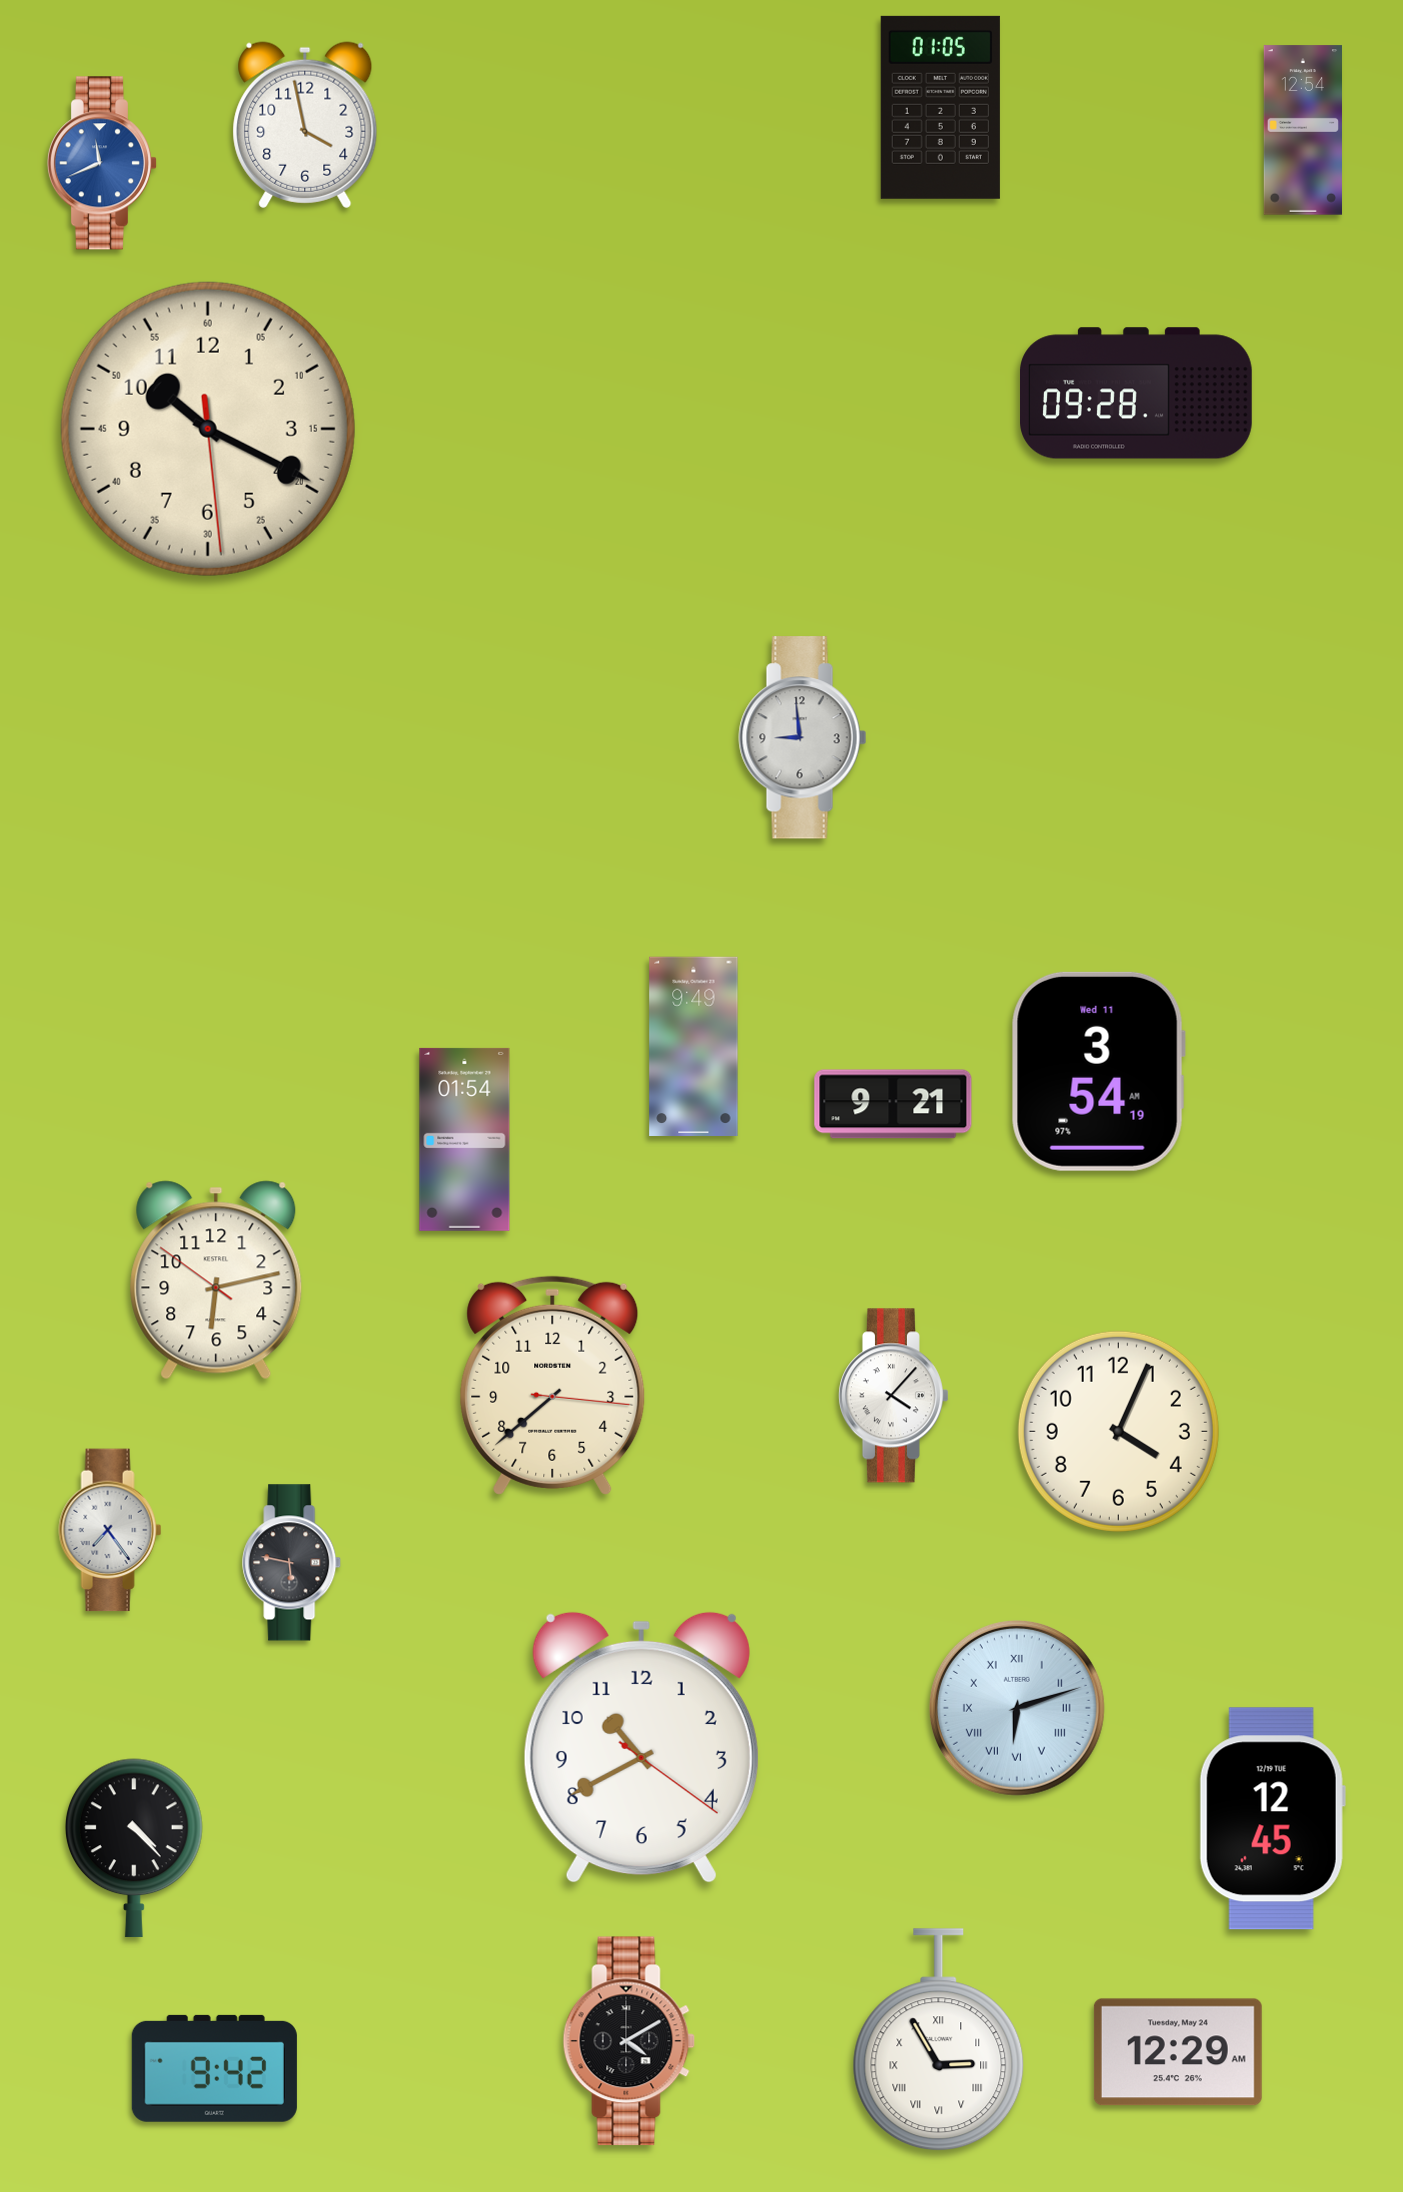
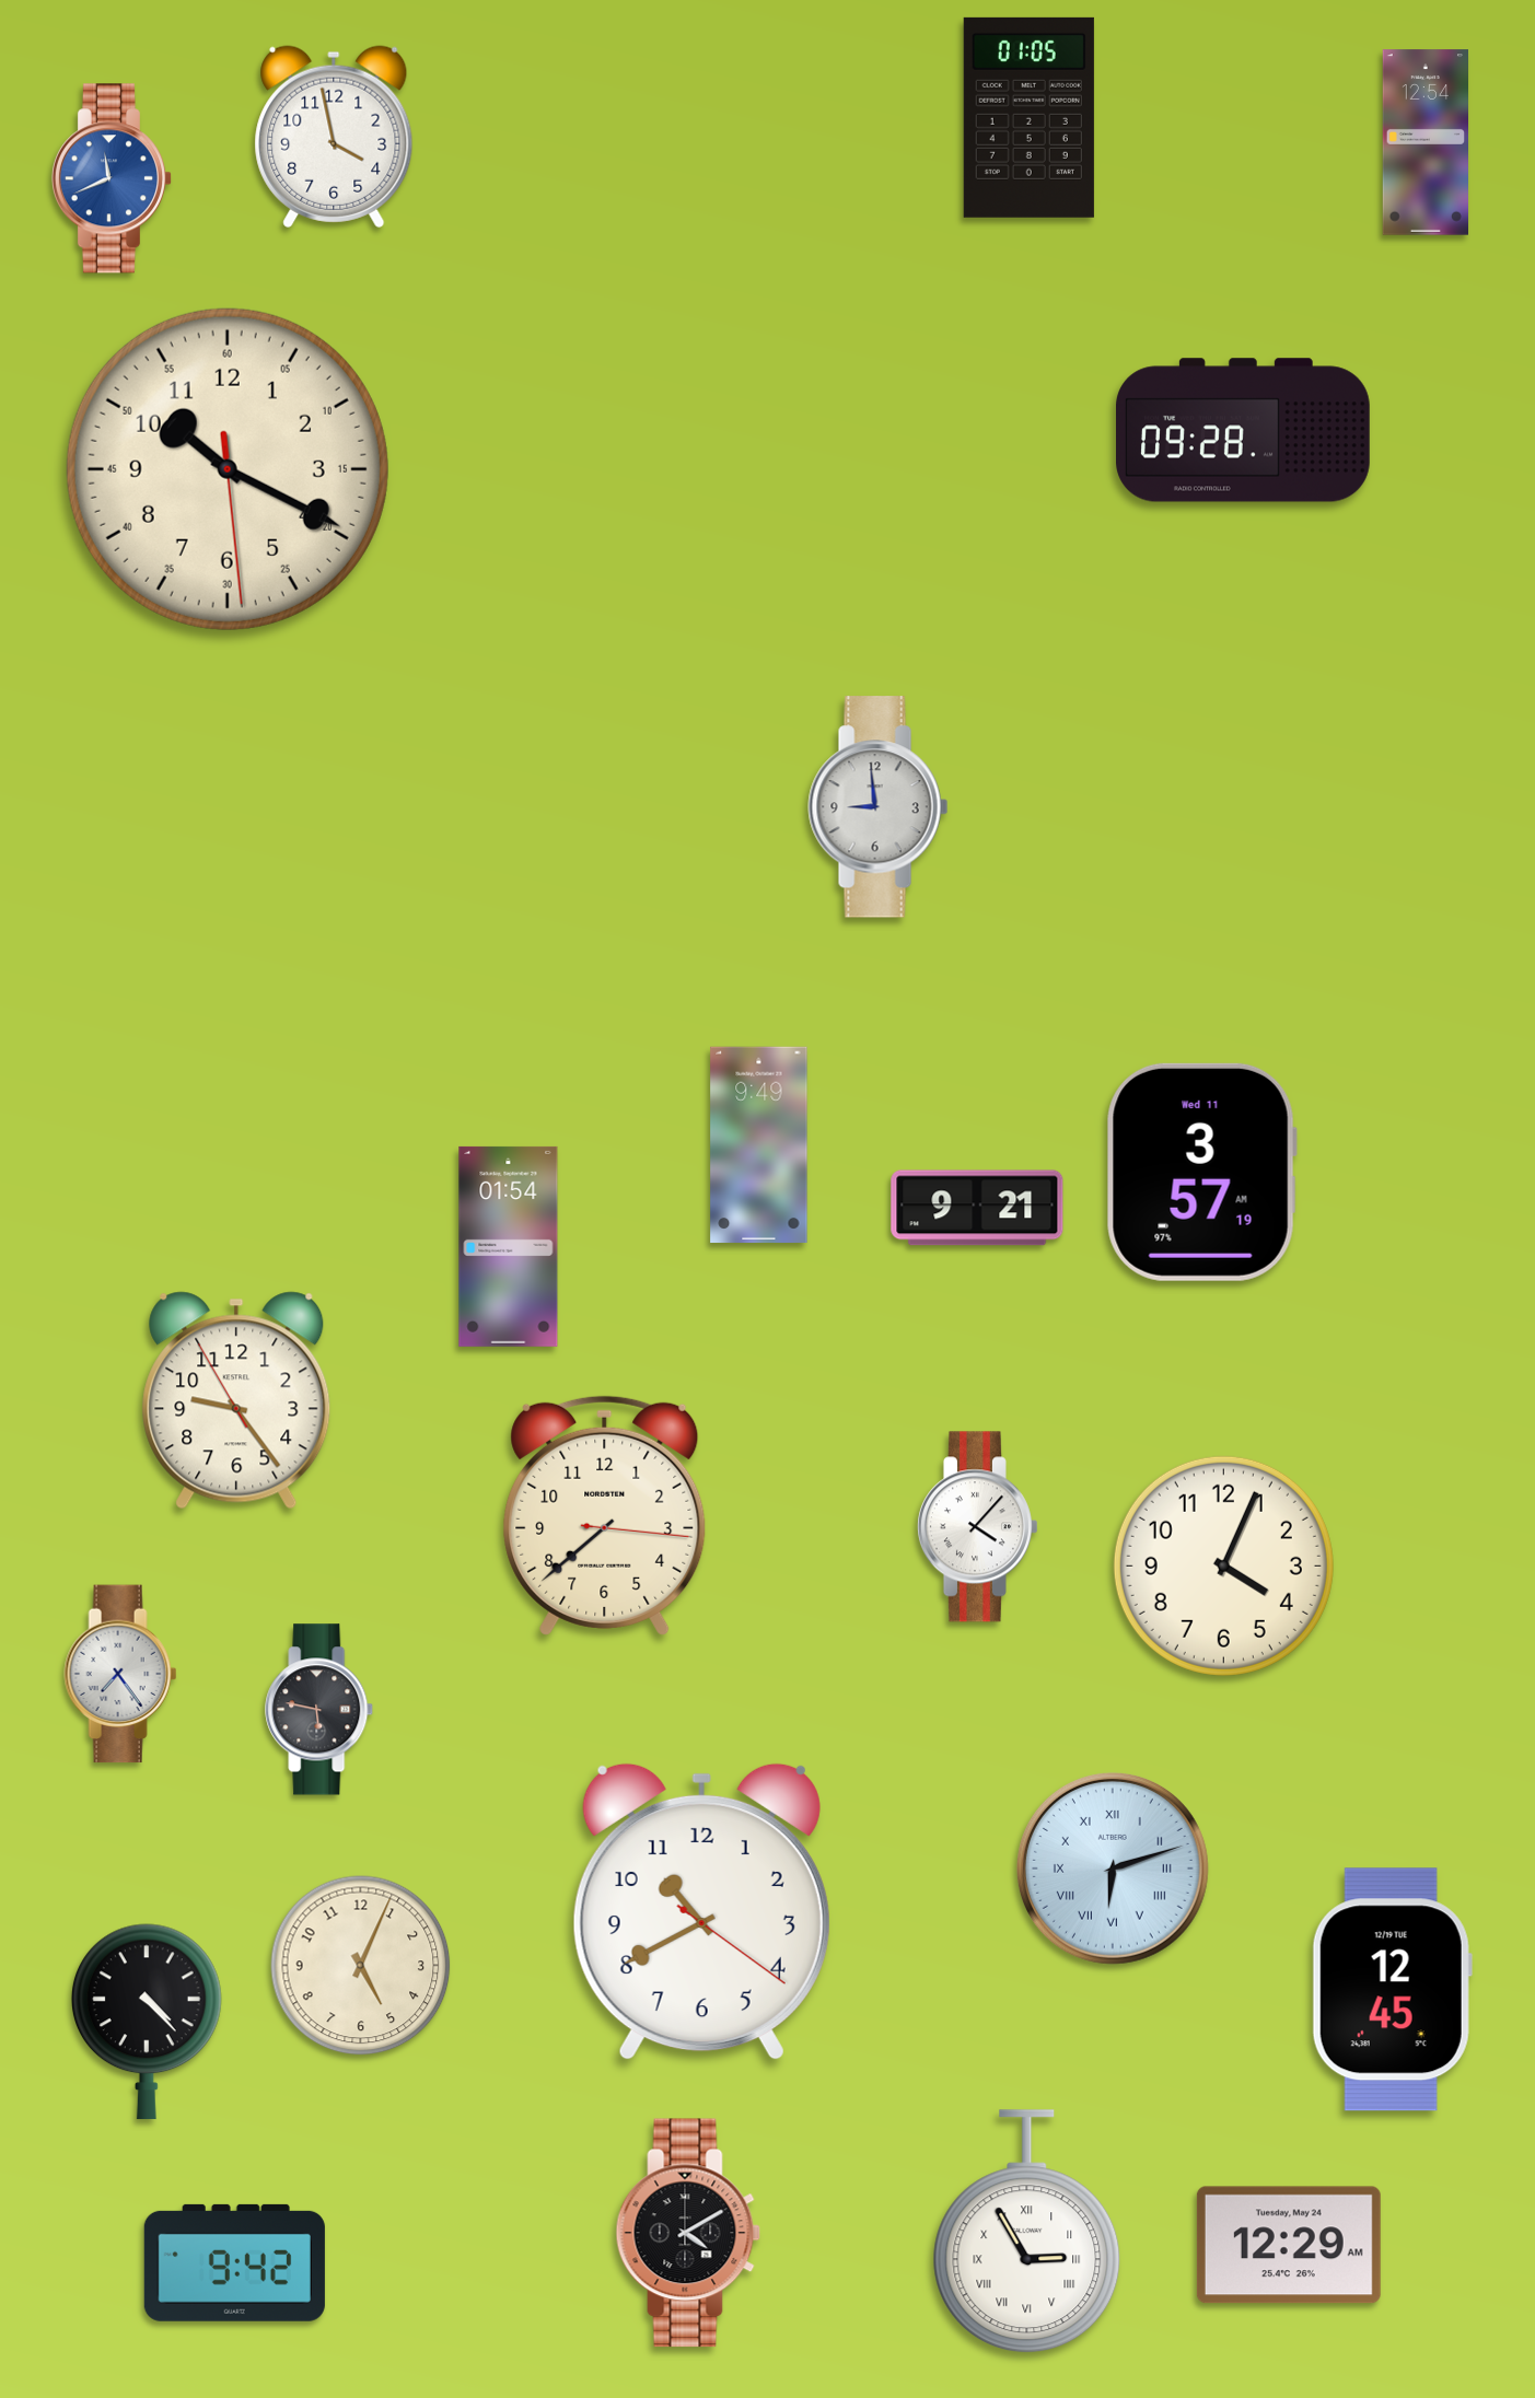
clock at (1098, 1071): 3:54 -> 3:57
clock at (216, 1280): 6:12 -> 9:23
clock at (361, 1966): none -> 5:04
